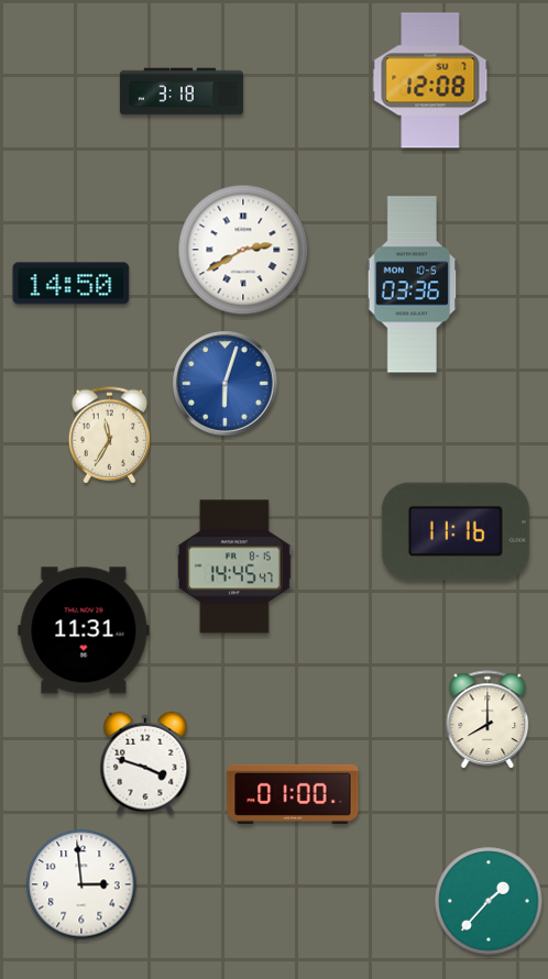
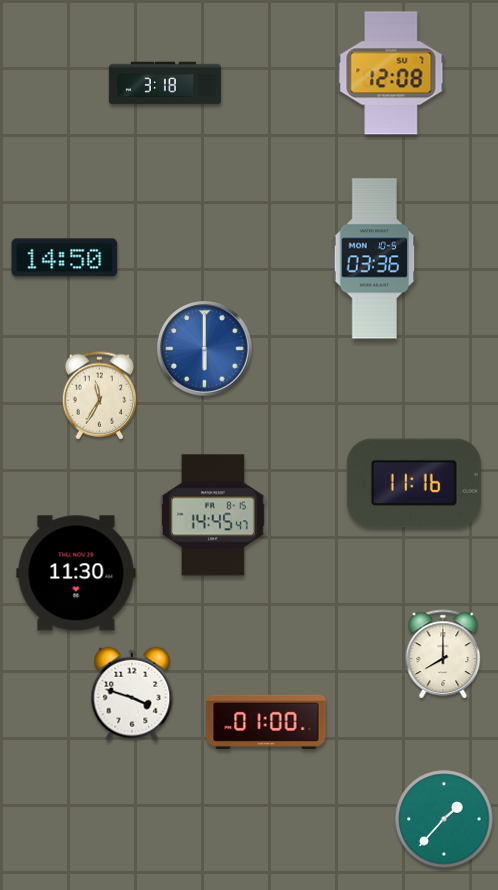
clock at (243, 250): 2:40 -> none
clock at (226, 384): 6:03 -> 6:00
clock at (84, 630): 11:31 -> 11:30
clock at (81, 884): 2:59 -> none
